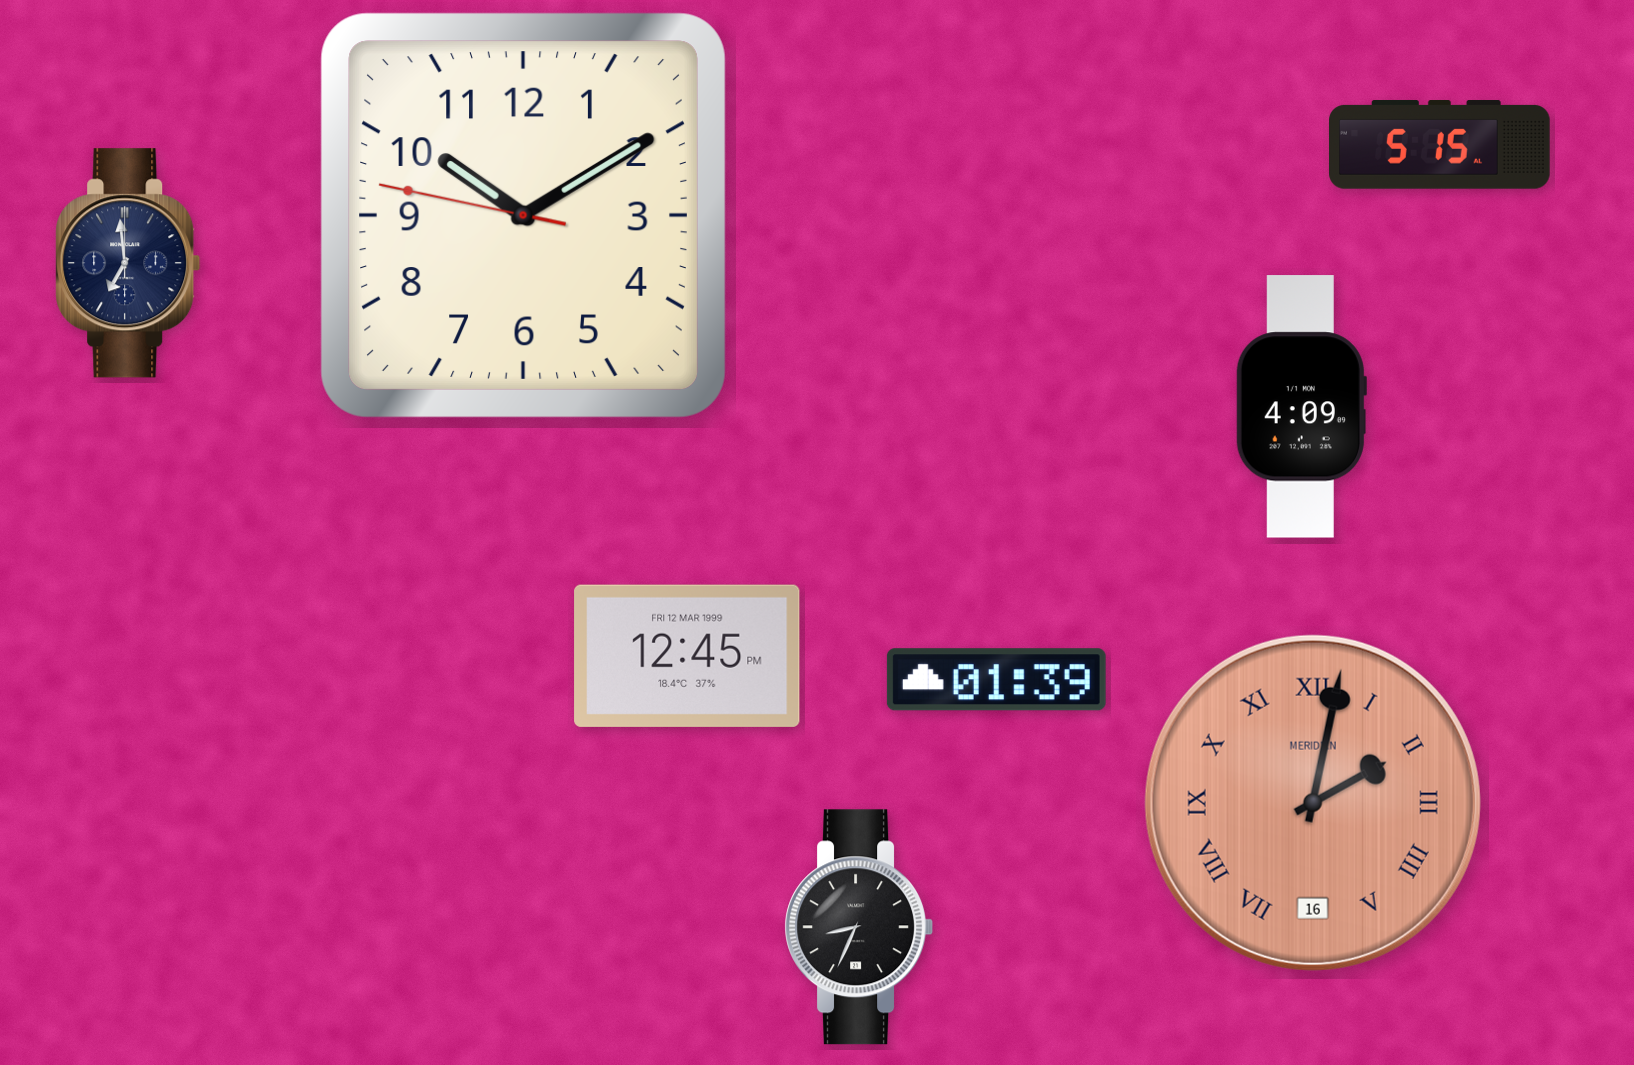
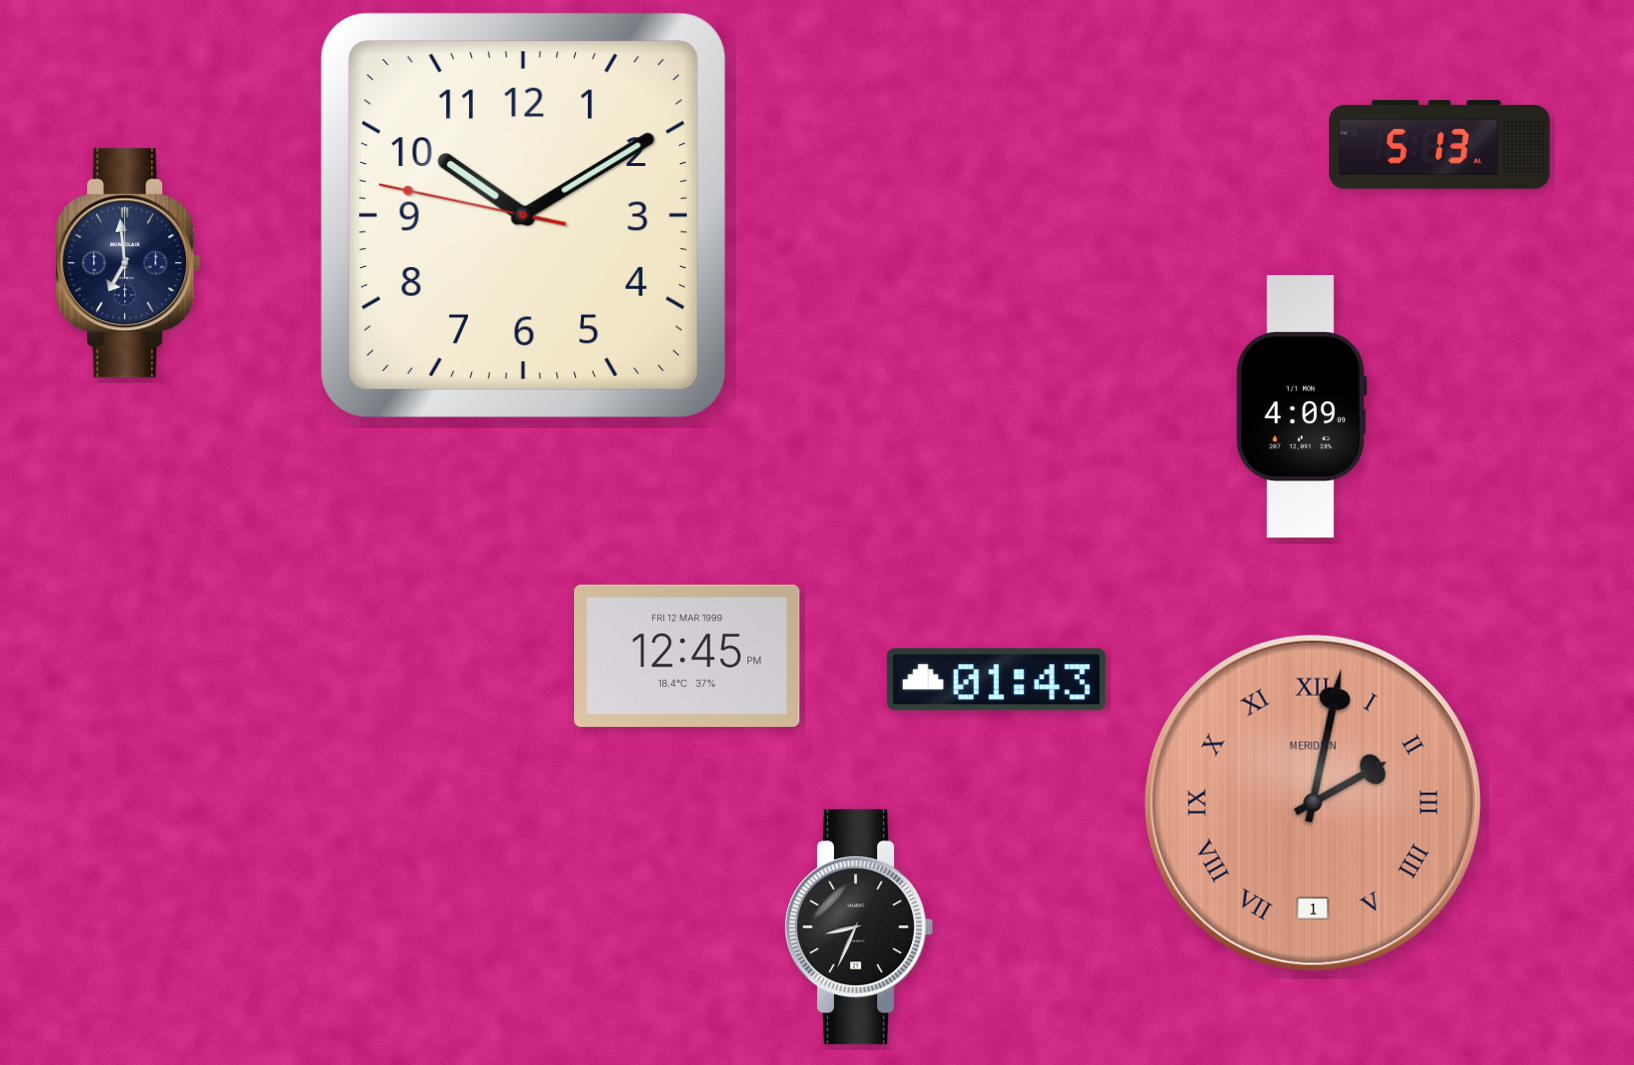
clock at (1440, 145): 5:15 -> 5:13
clock at (996, 680): 01:39 -> 01:43
clock at (1313, 803) date: 16 -> 1
